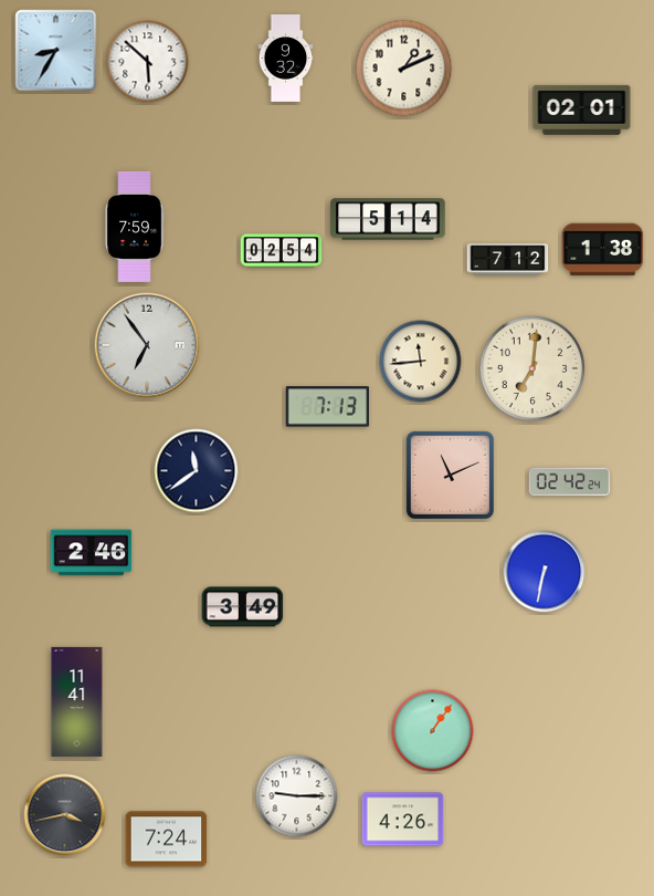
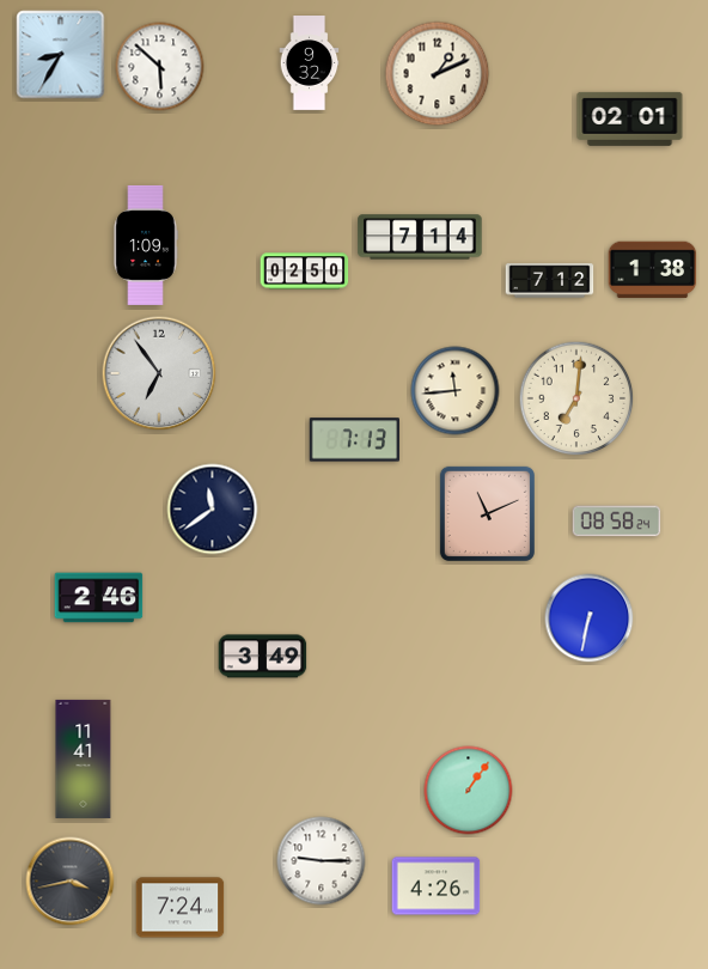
clock at (388, 219): 5:14 -> 7:14
clock at (135, 227): 7:59 -> 1:09
clock at (282, 251): 02:54 -> 02:50
clock at (570, 482): 02:42 -> 08:58
